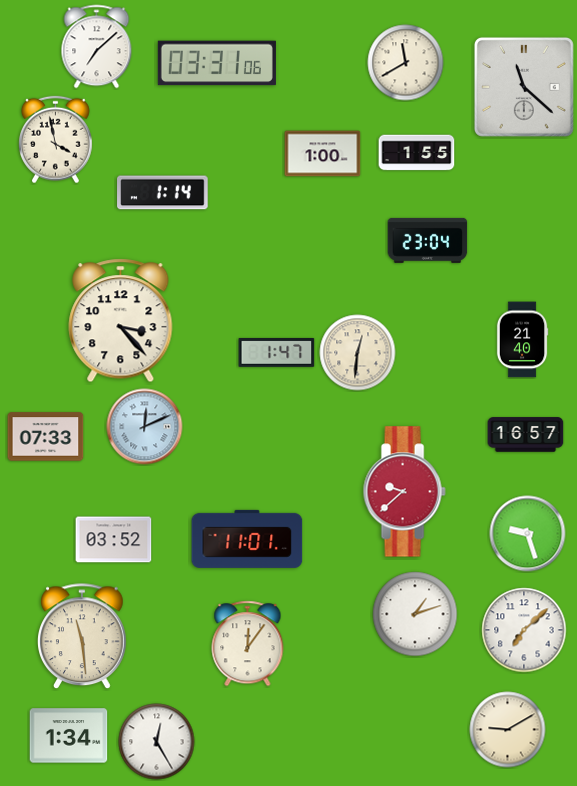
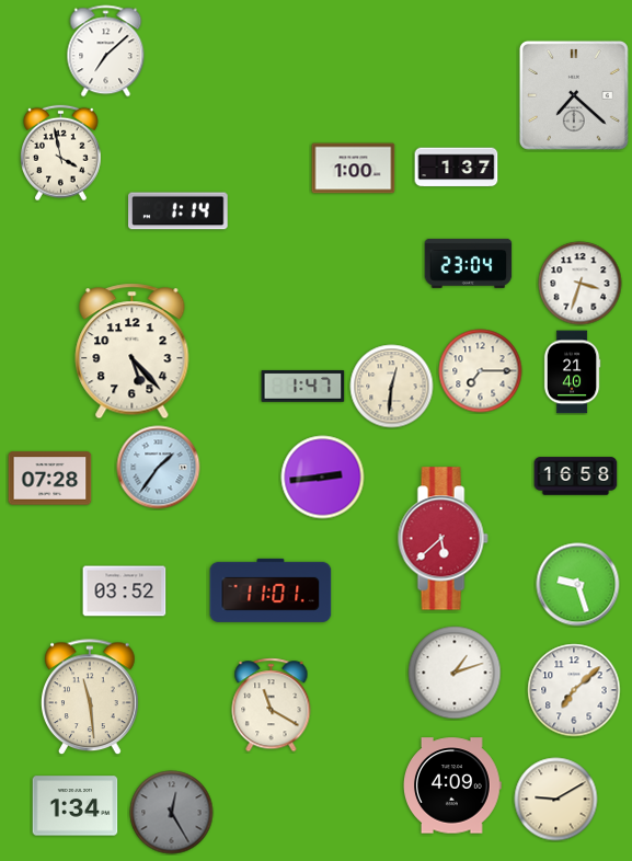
clock at (217, 63): 03:31 -> none
clock at (406, 63): 11:40 -> none
clock at (524, 87): 11:22 -> 7:22
clock at (417, 153): 1:55 -> 1:37
clock at (581, 284): none -> 3:33
clock at (121, 321): 3:23 -> 5:23
clock at (481, 371): none -> 7:15
clock at (145, 427): 12:11 -> 1:36
clock at (526, 435): 16:57 -> 16:58
clock at (323, 478): none -> 2:44
clock at (46, 437): 07:33 -> 07:28
clock at (404, 492): 9:38 -> 5:38
clock at (248, 644): 12:06 -> 11:20
clock at (453, 785): none -> 4:09
clock at (157, 742) dial: white -> grey
